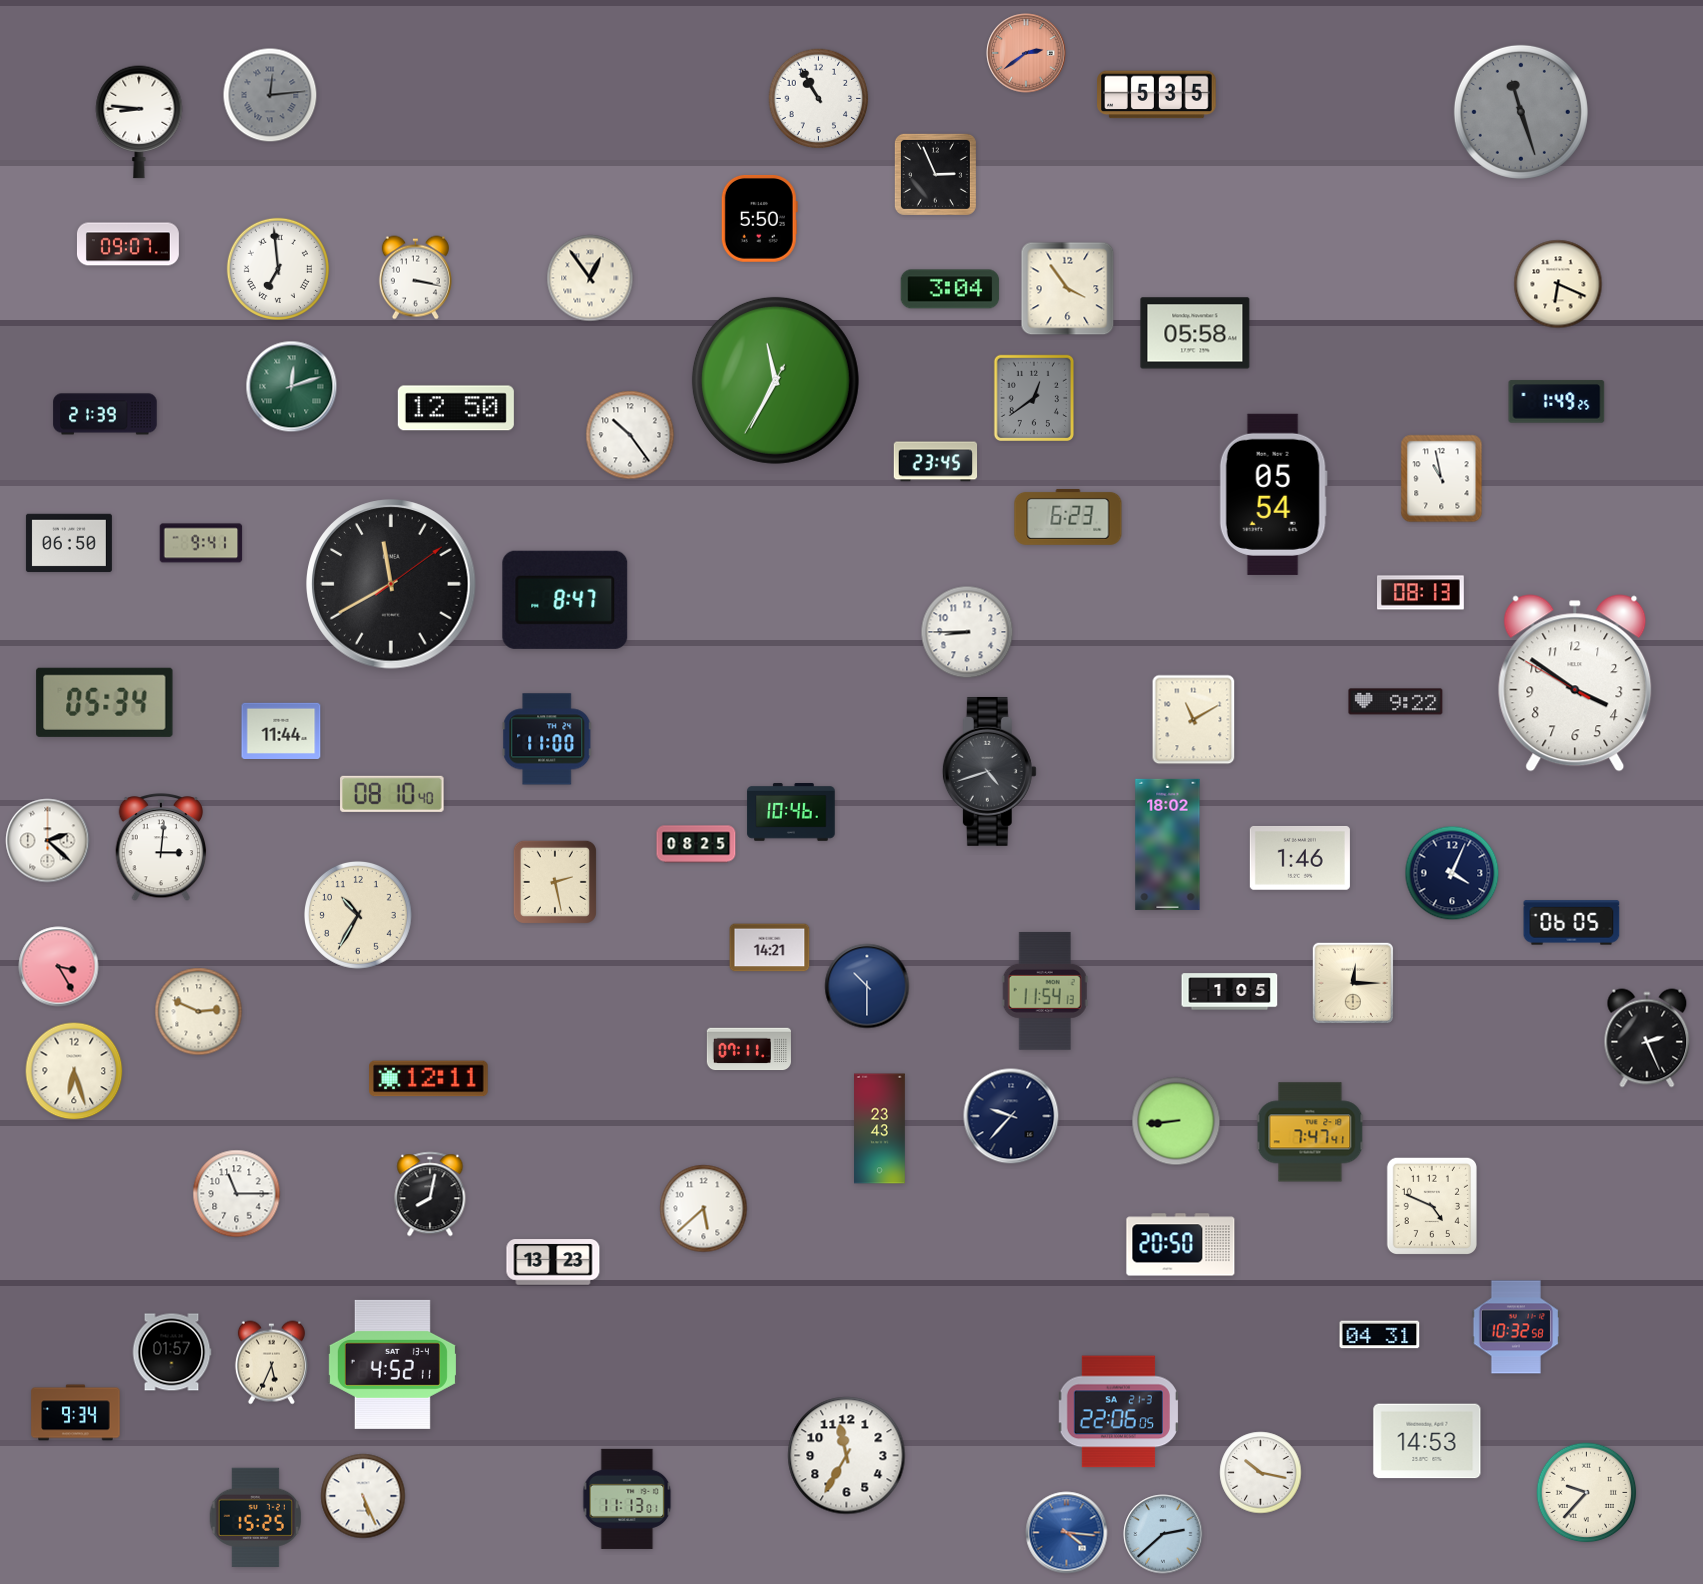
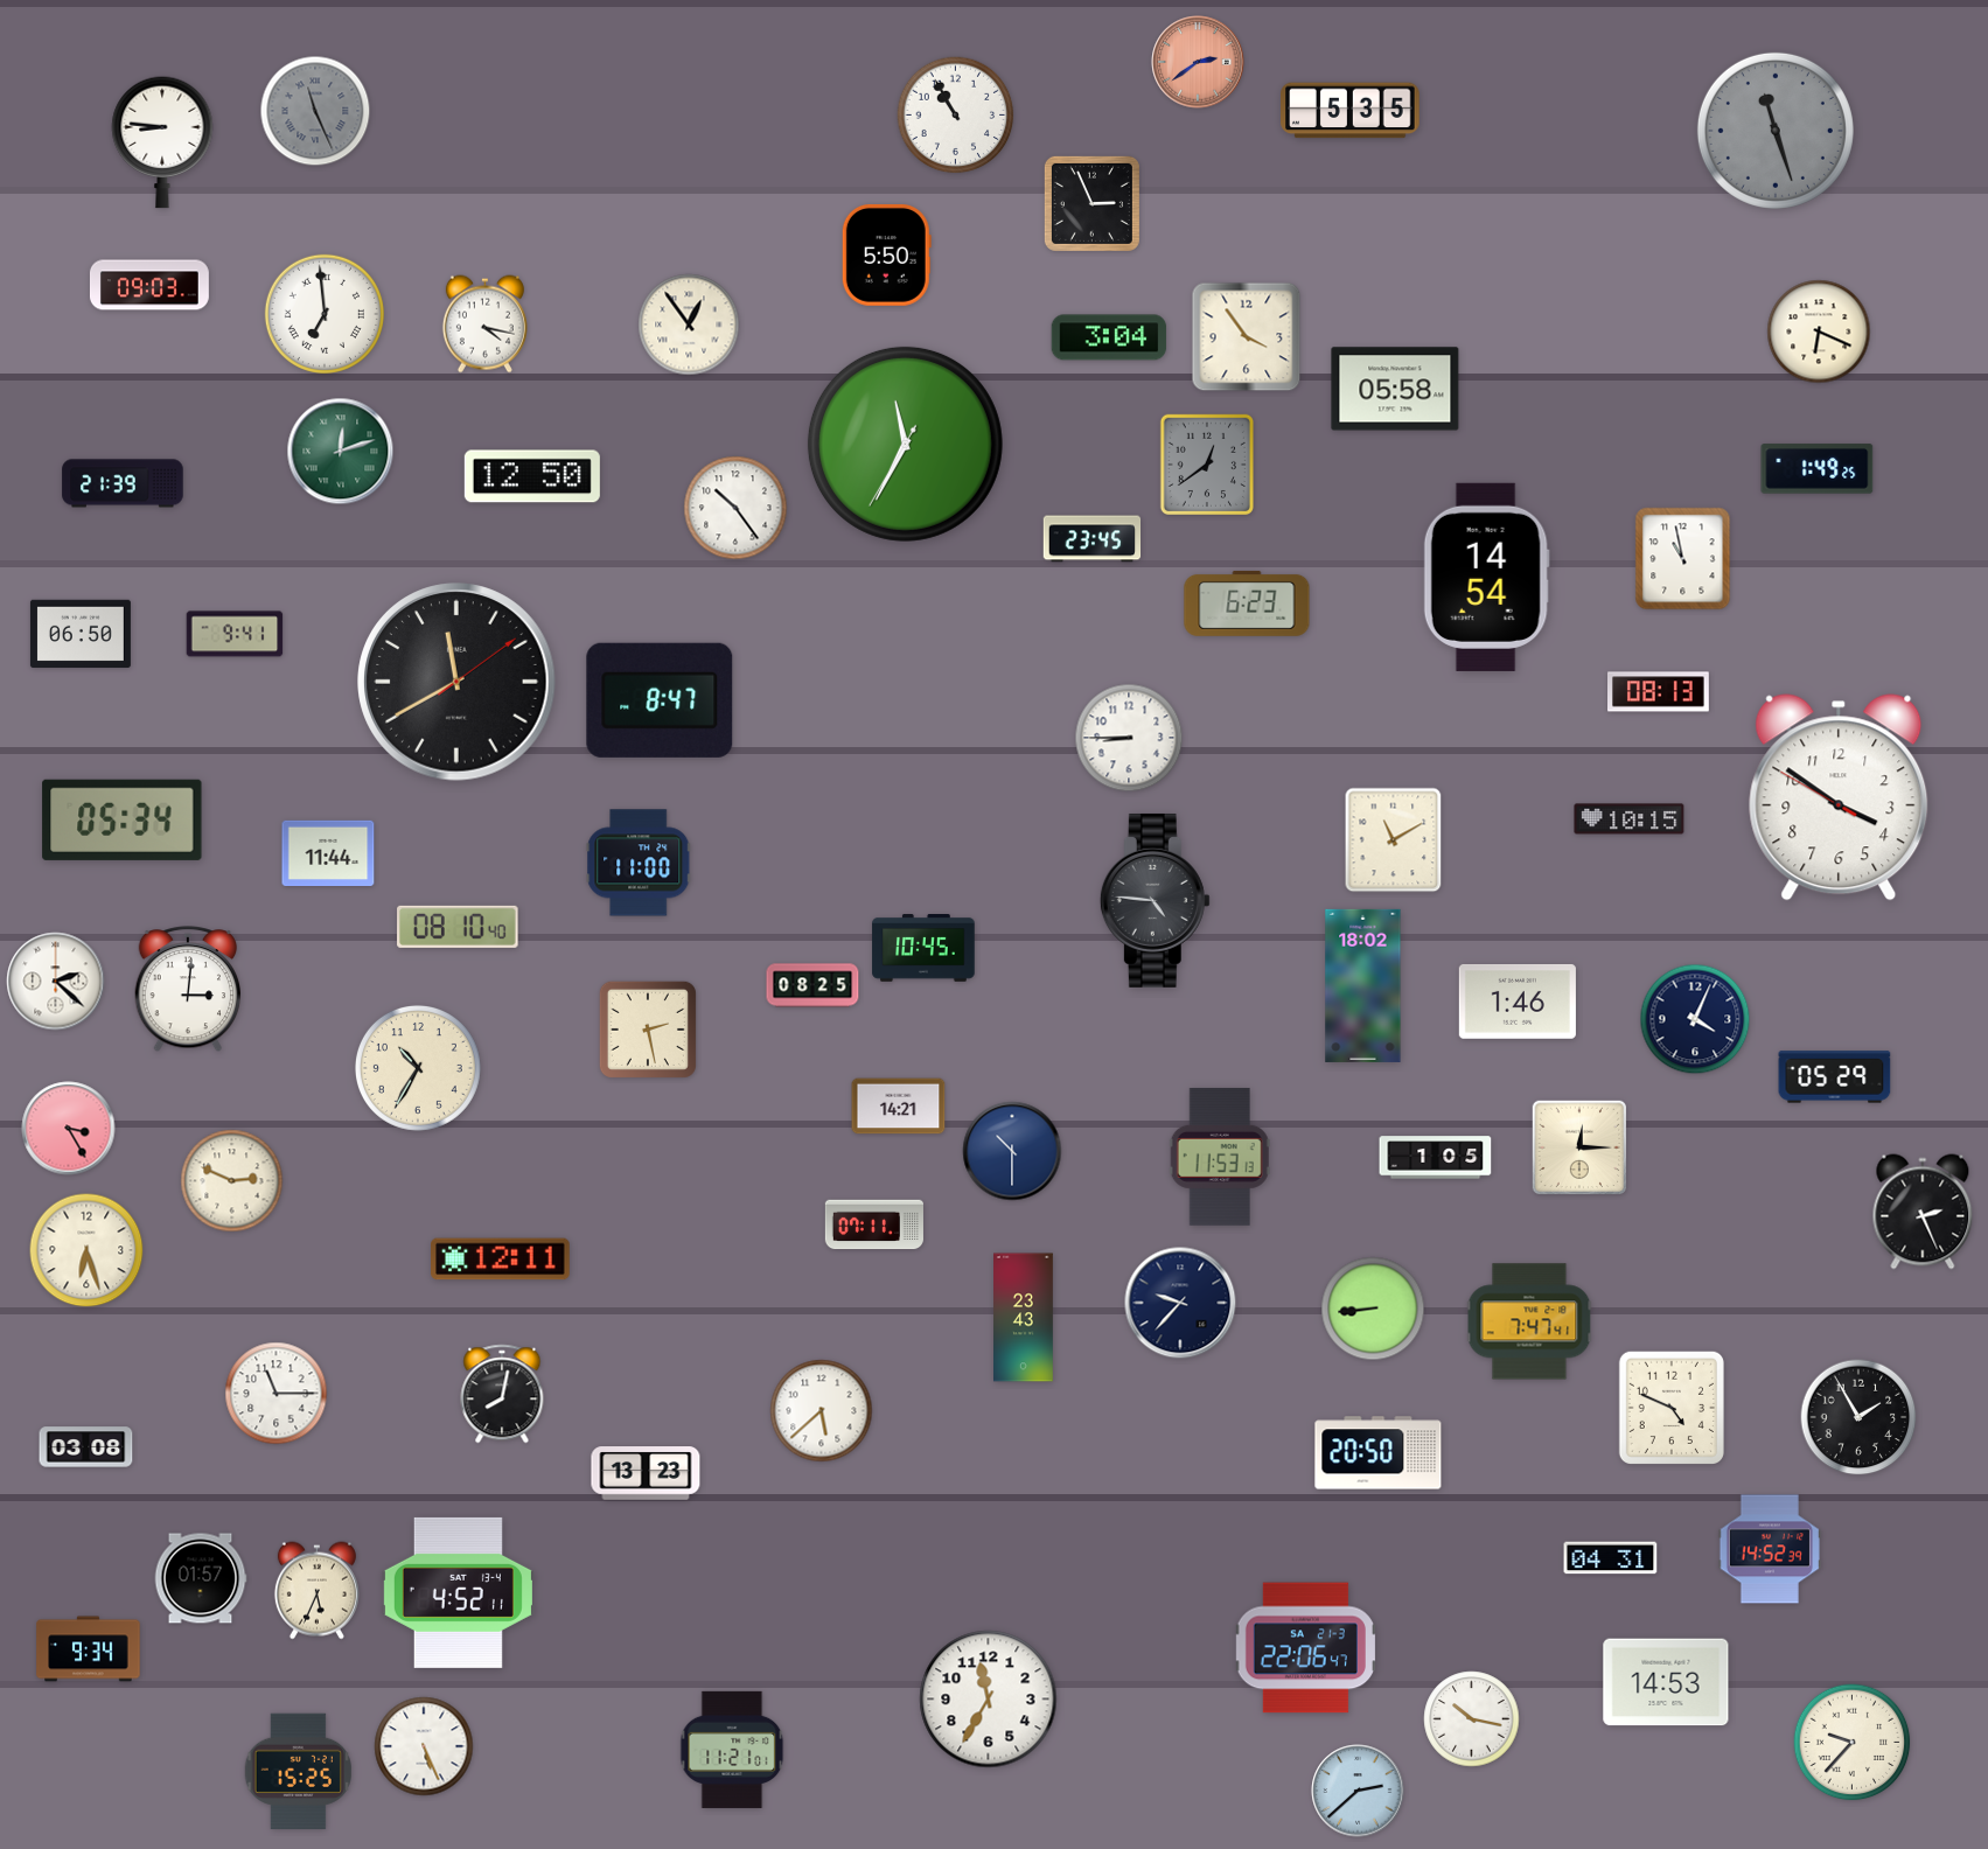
clock at (270, 95): 12:14 -> 11:26
clock at (128, 244): 09:07 -> 09:03
clock at (415, 278): 3:17 -> 4:17
clock at (1273, 494): 05:54 -> 14:54
clock at (1396, 702): 9:22 -> 10:15
clock at (989, 771): 4:42 -> 4:46
clock at (791, 813): 10:46 -> 10:45
clock at (1572, 923): 06:05 -> 05:29
clock at (1045, 991): 11:54 -> 11:53
clock at (880, 1129) position: (880, 1129) -> (1024, 1318)
clock at (1858, 1417): none -> 1:55
clock at (86, 1447): none -> 03:08
clock at (1516, 1327): 10:32 -> 14:52
clock at (1118, 1412): 22:06:05 -> 22:06:47
clock at (627, 1499): 11:13 -> 11:21
clock at (1067, 1533): 4:16 -> none
